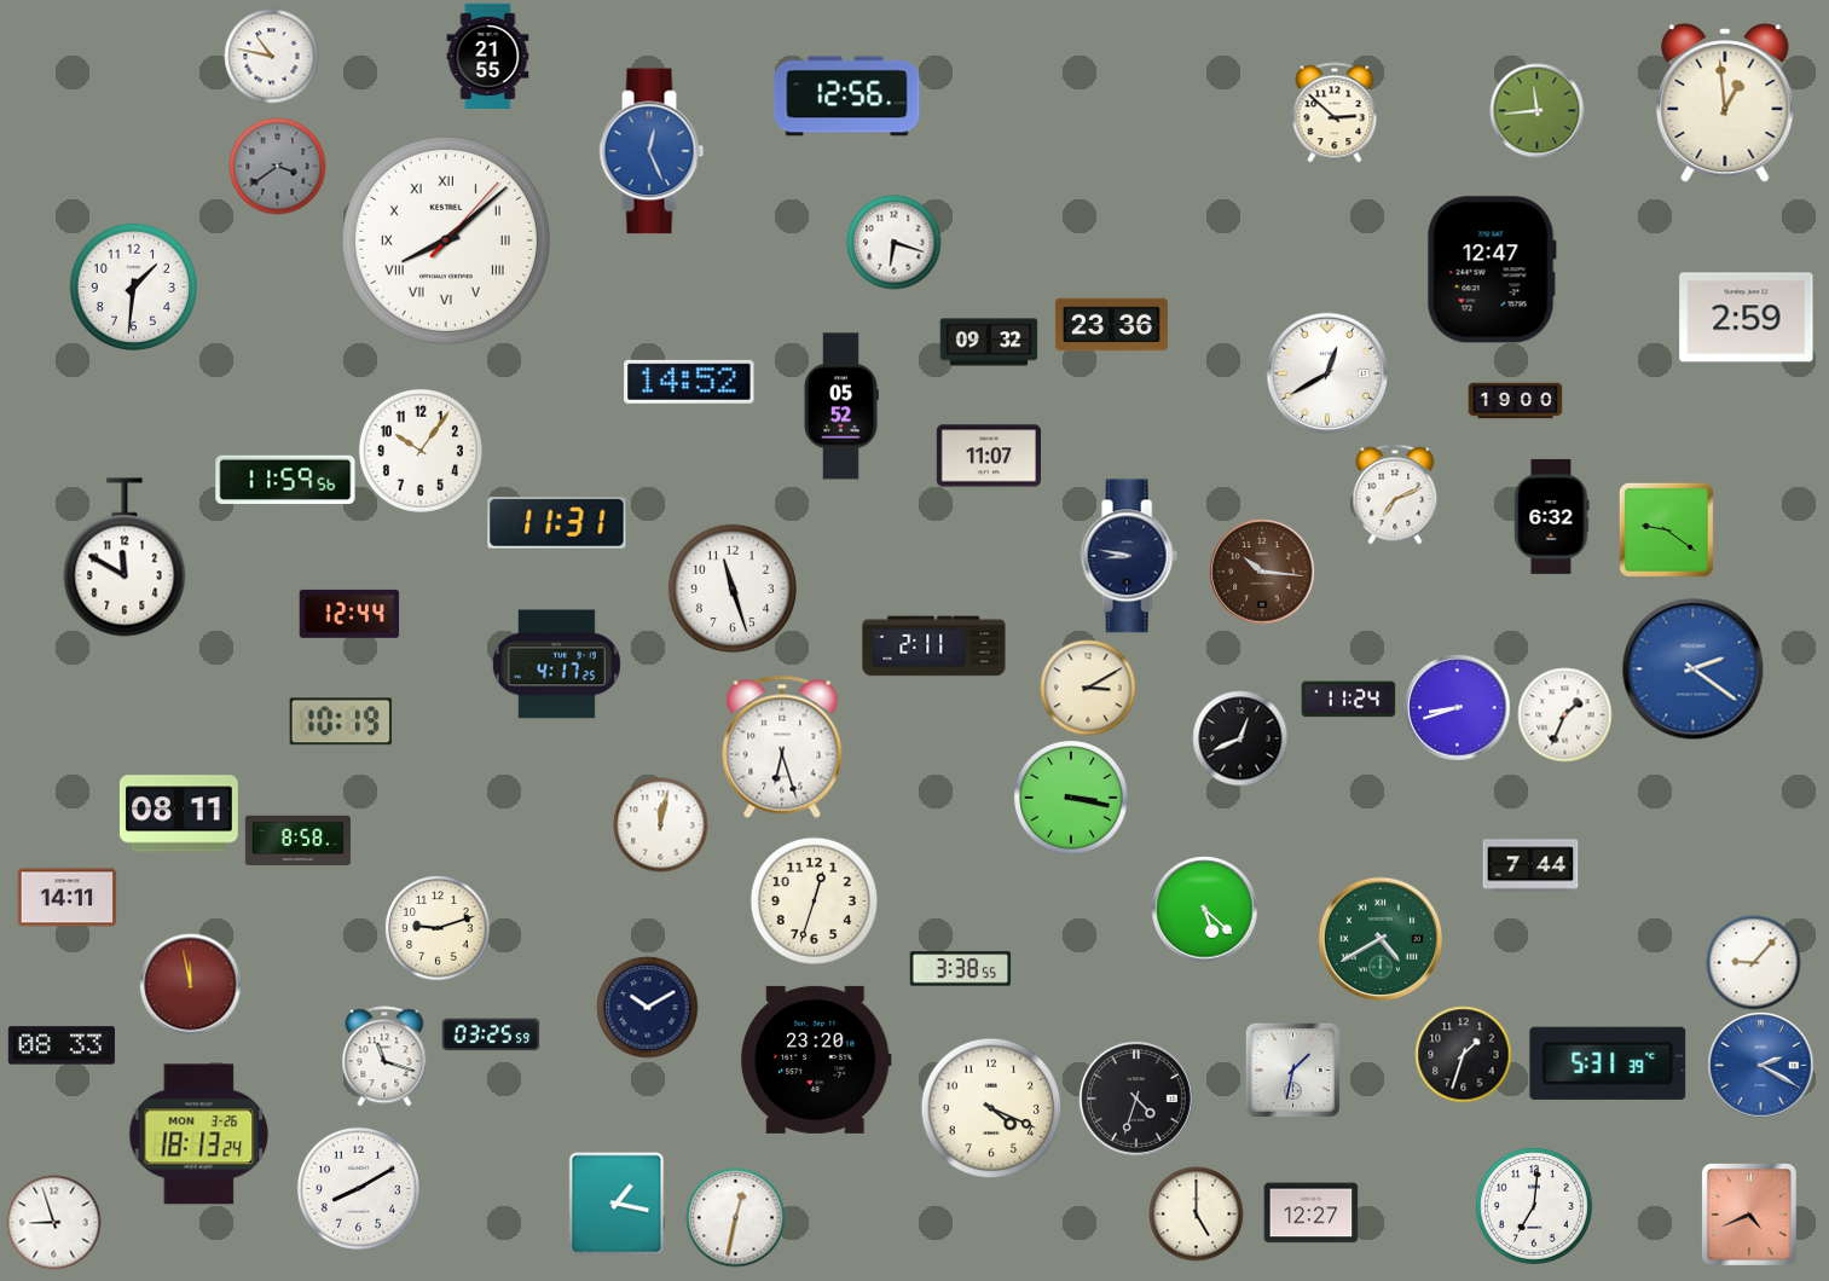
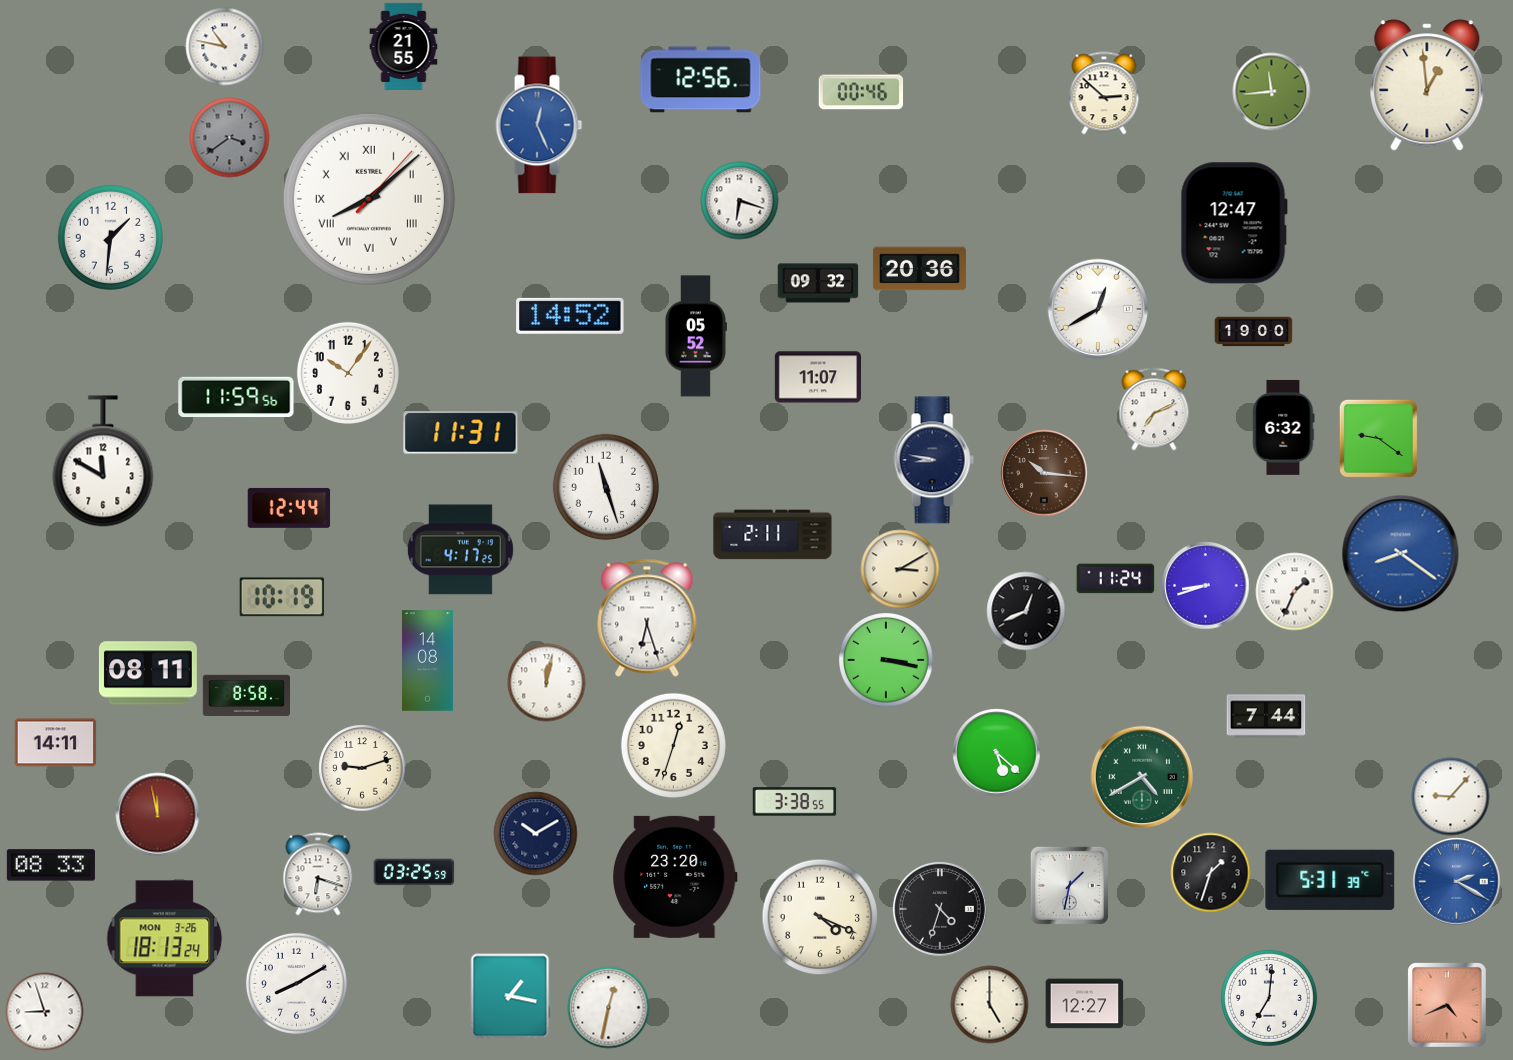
clock at (861, 92): none -> 00:46
clock at (1747, 318): 2:59 -> none
clock at (1111, 325): 23:36 -> 20:36
clock at (1692, 668): 2:21 -> 8:21
clock at (427, 661): none -> 14:08
clock at (491, 1034) position: (491, 1034) -> (414, 872)
clock at (384, 1056): 11:18 -> 6:18
